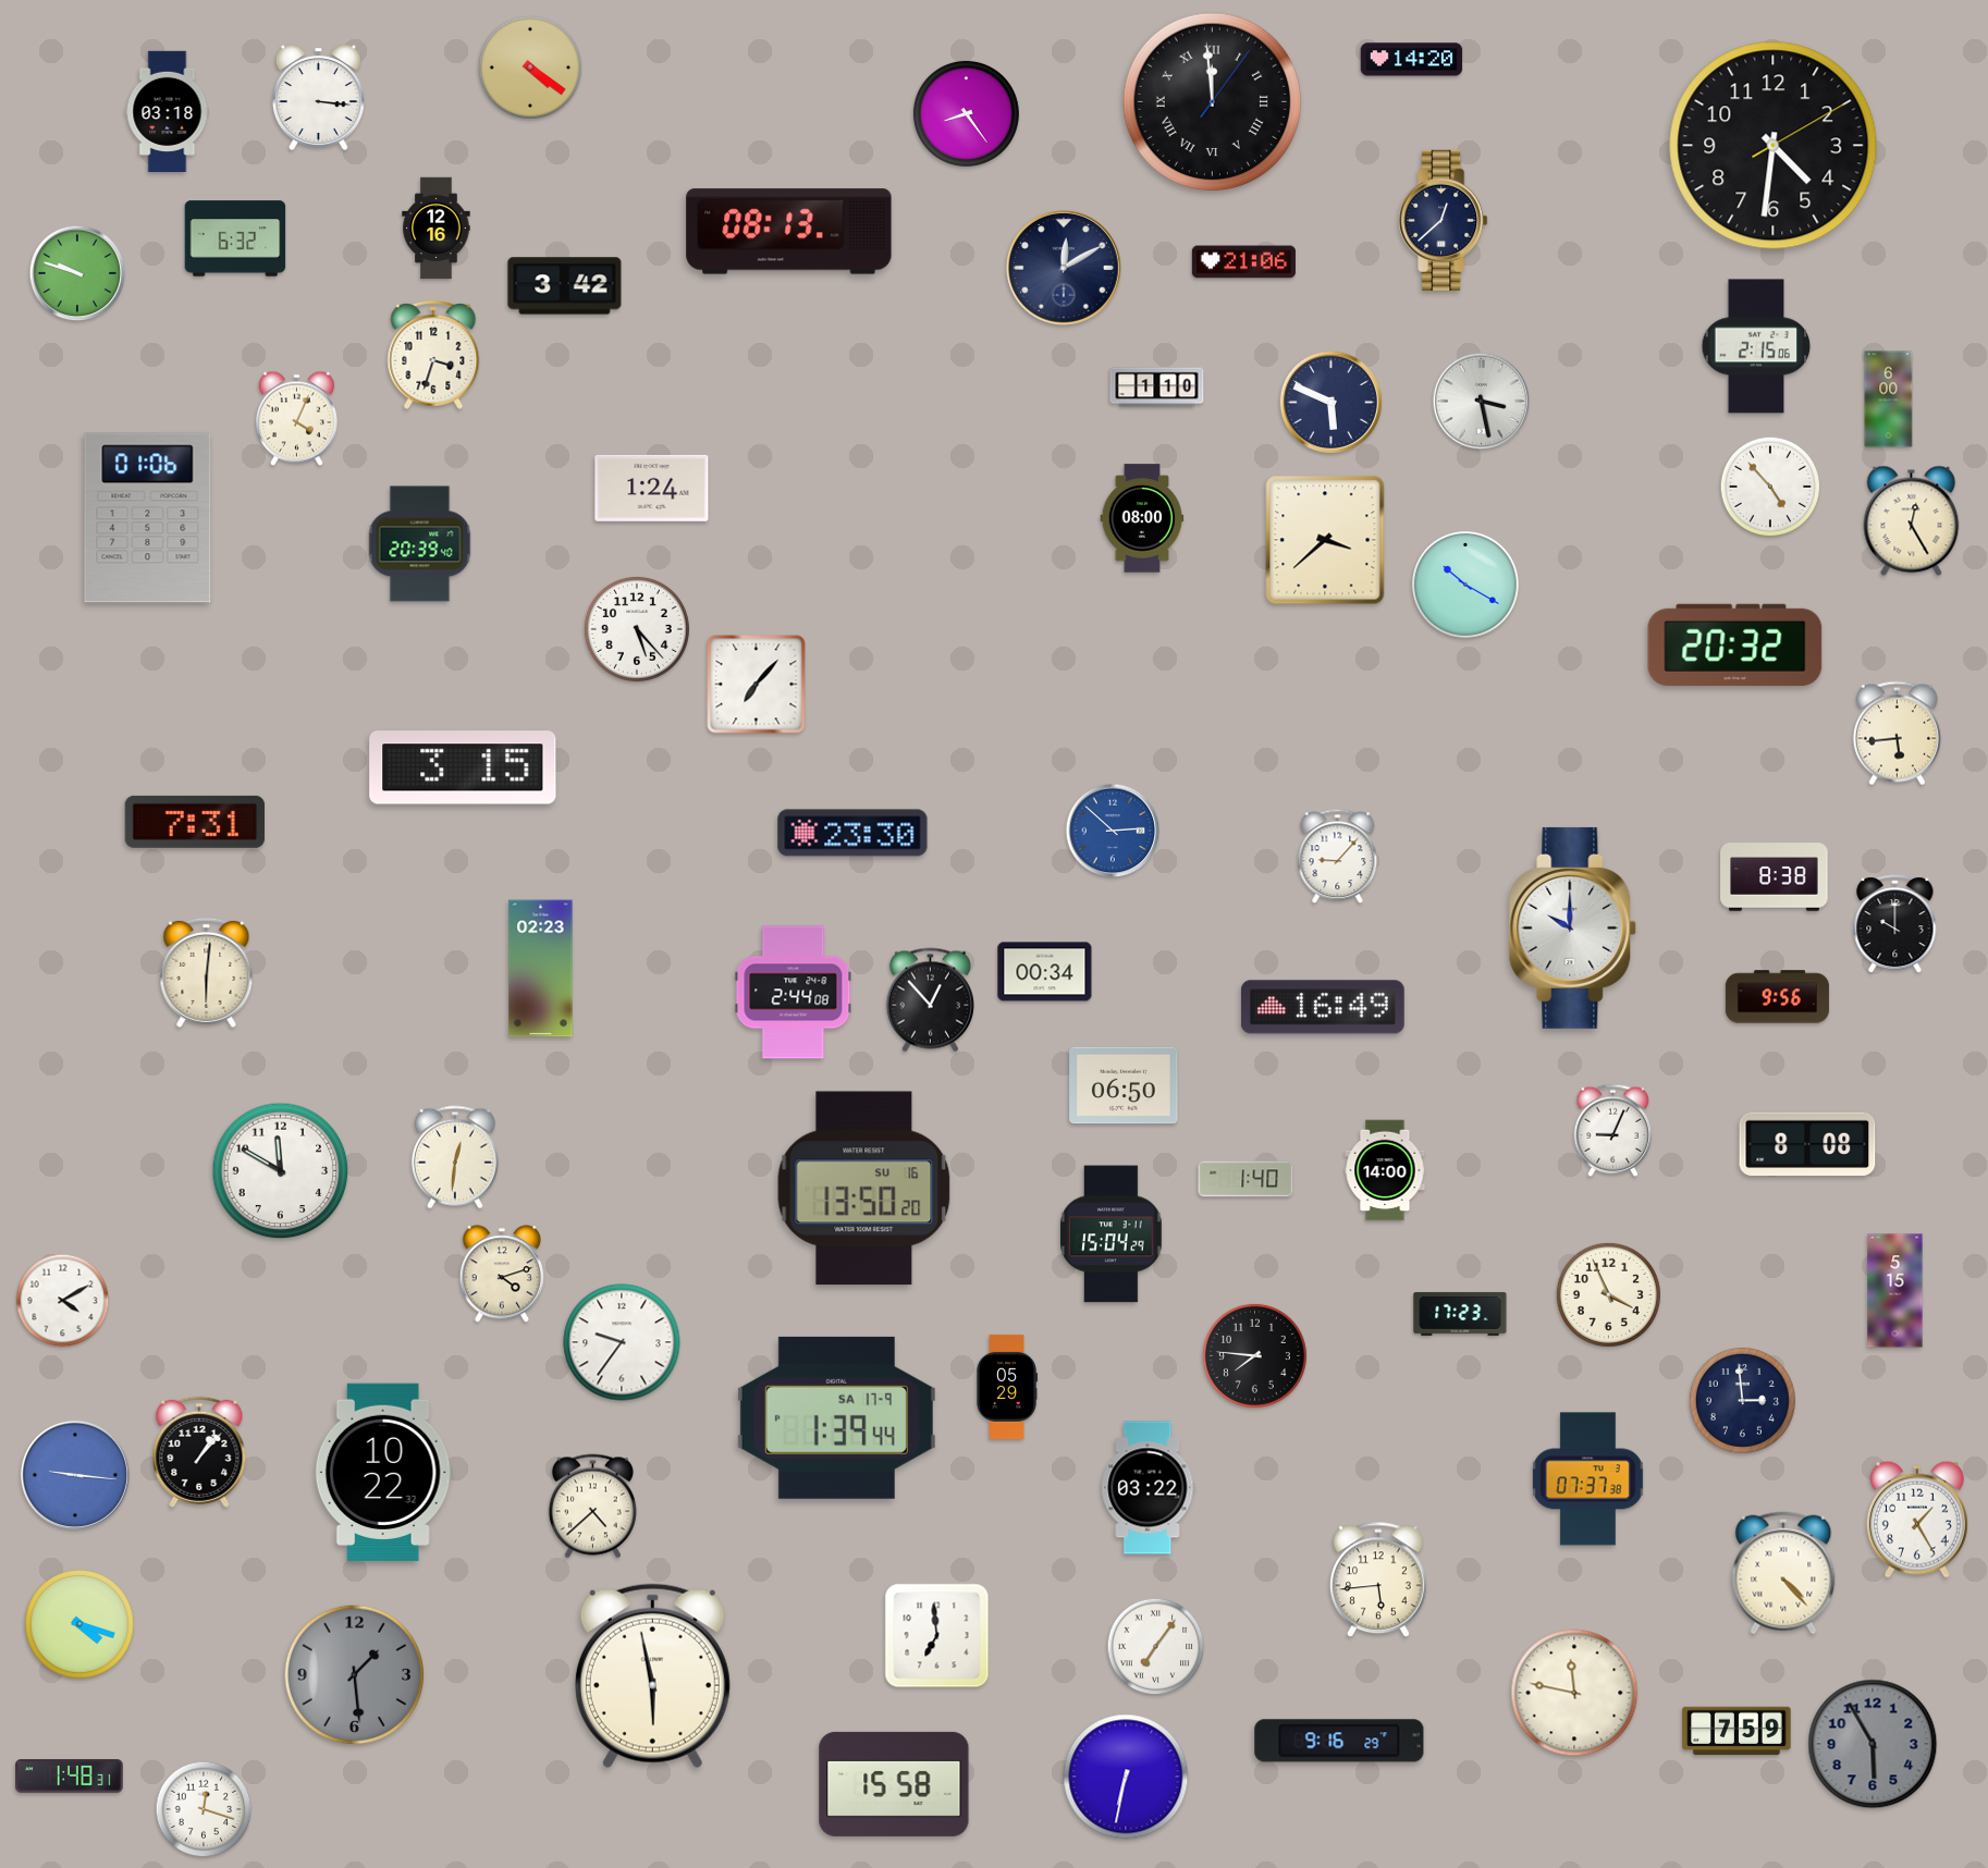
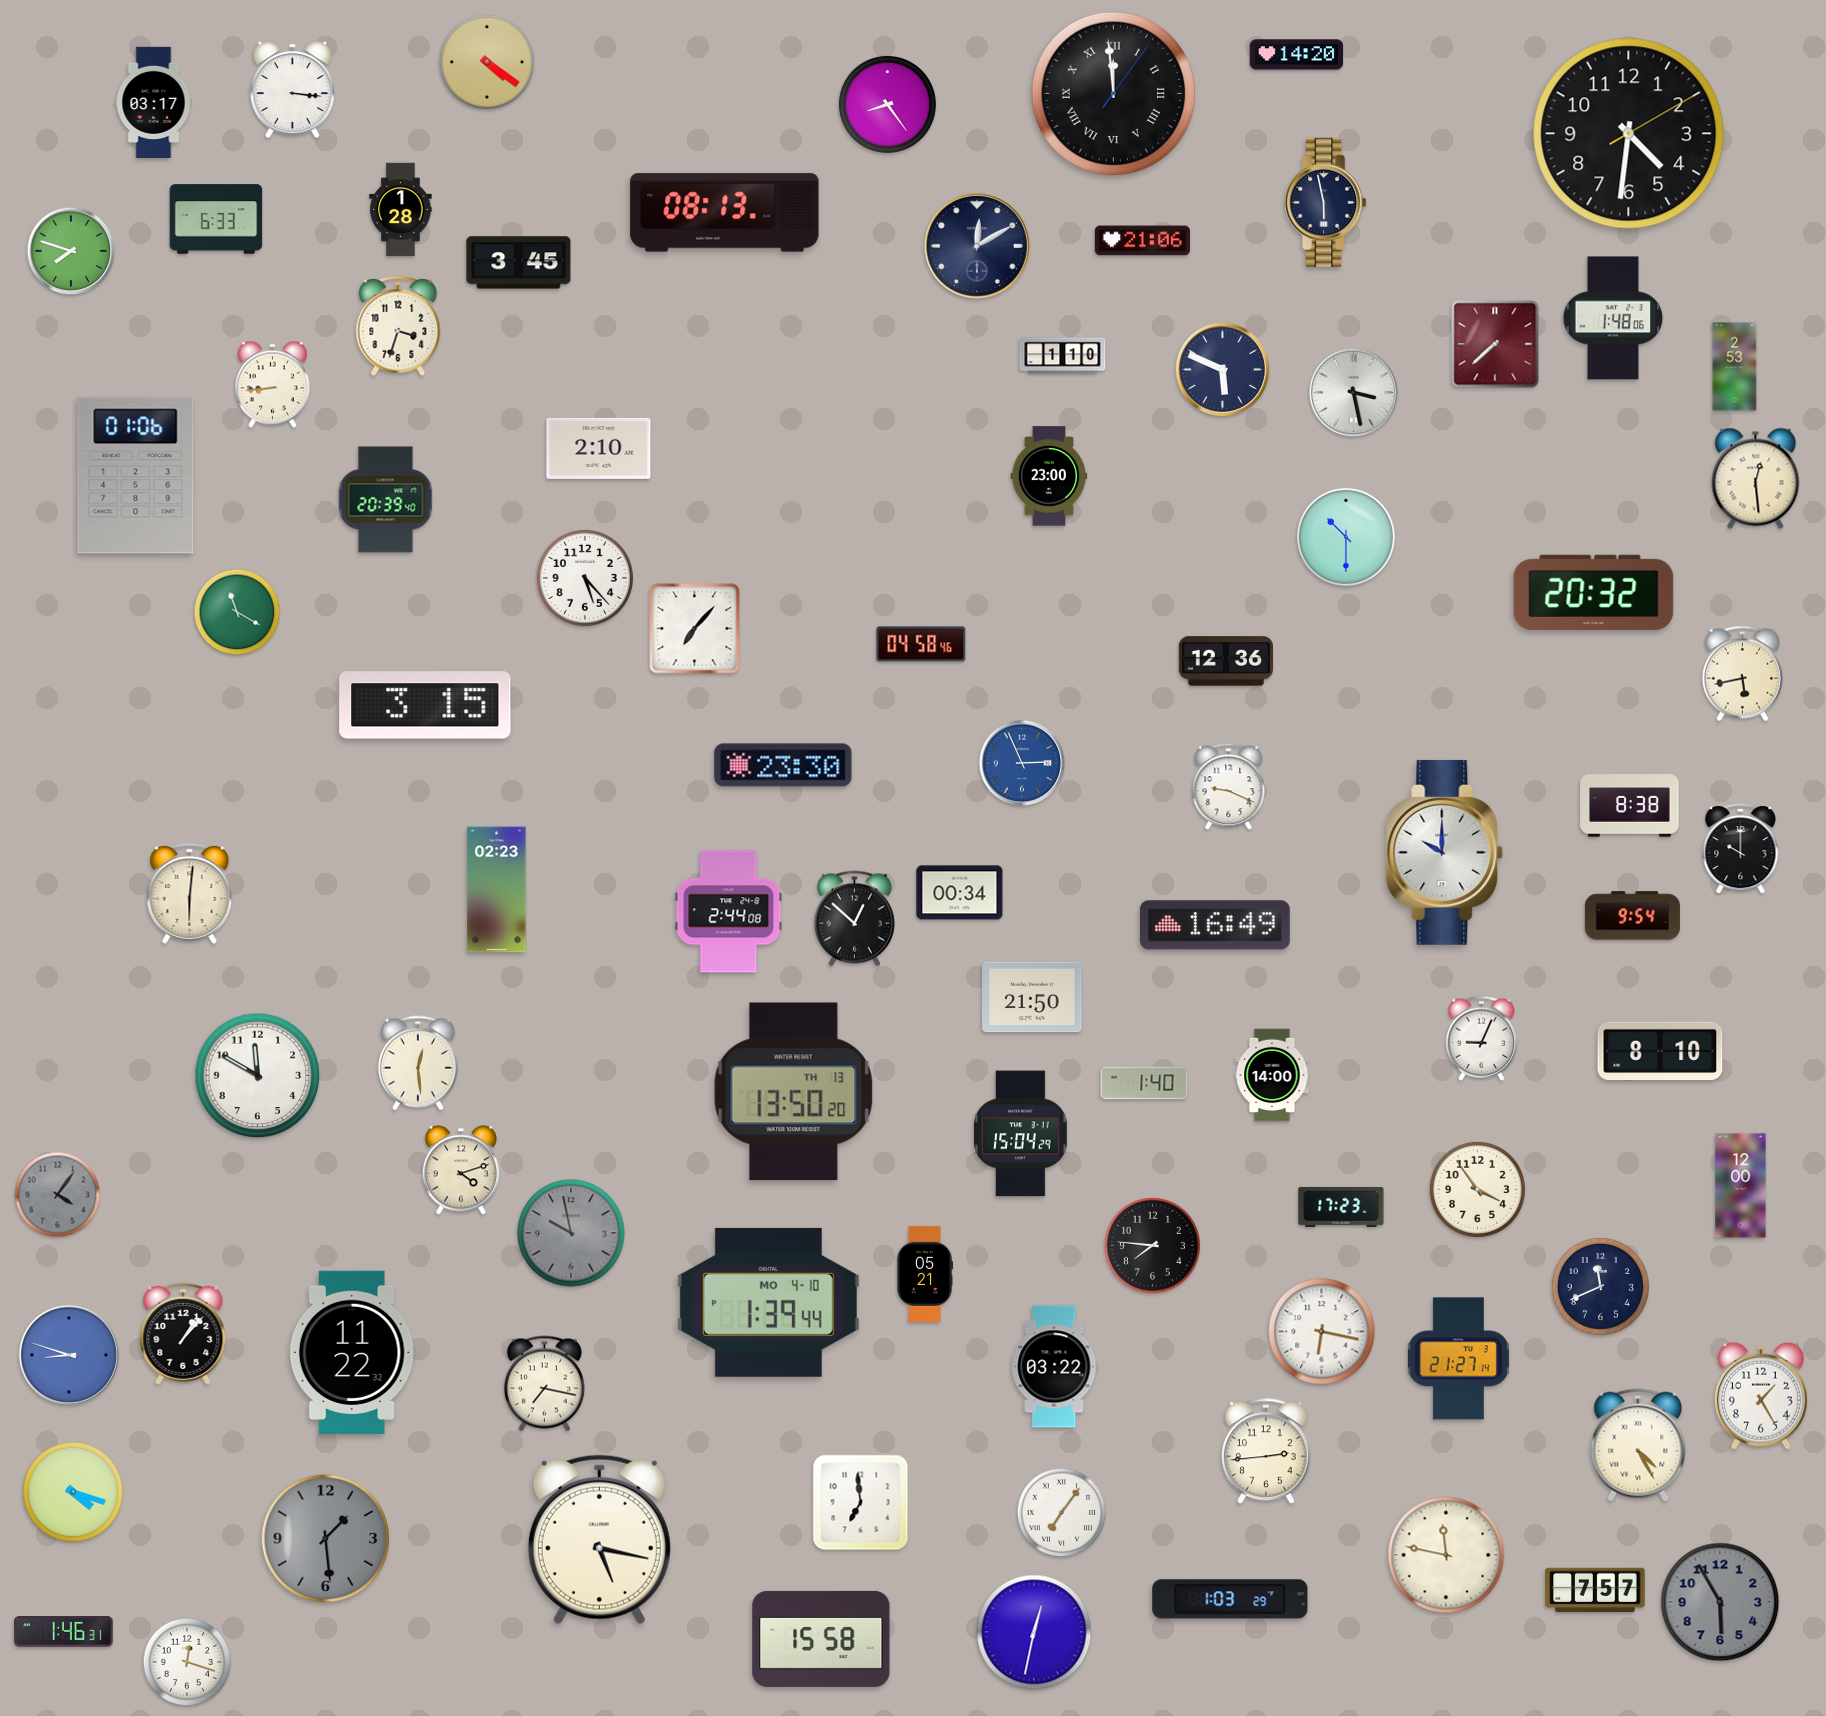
clock at (168, 112): 03:18 -> 03:17
clock at (1444, 220): 12:38 -> 5:58
clock at (437, 229): 12:16 -> 1:28
clock at (235, 238): 6:32 -> 6:33
clock at (77, 273): 9:48 -> 7:48
clock at (565, 286): 3:42 -> 3:45
clock at (1756, 346): 2:15 -> 1:48
clock at (1495, 344): none -> 7:38
clock at (1889, 400): 6:00 -> 2:53
clock at (1482, 402) position: (1482, 402) -> (1354, 393)
clock at (296, 419): 4:04 -> 8:44
clock at (1770, 487): 4:53 -> none
clock at (652, 488): 1:24 -> 2:10
clock at (1142, 518): 08:00 -> 23:00
clock at (1912, 521): 12:25 -> 12:29
clock at (1325, 540): 3:38 -> none
clock at (1465, 585): 10:20 -> 10:30
clock at (237, 612): none -> 11:20
clock at (921, 644): none -> 04:58
clock at (1225, 661): none -> 12:36
clock at (1897, 734): 5:44 -> 5:43
clock at (195, 822): 7:31 -> none
clock at (1113, 831): 2:52 -> 2:56
clock at (1338, 857): 9:07 -> 9:19
clock at (1777, 997): 9:56 -> 9:54
clock at (930, 1000): 12:53 -> 12:52
clock at (1124, 1085): 06:50 -> 21:50
clock at (1807, 1144): 8:08 -> 8:10
clock at (455, 1157): 12:31 -> 12:29
clock at (864, 1189) date: SU 16 -> TH 13
clock at (1895, 1291): 5:15 -> 12:00
clock at (1608, 1294): 3:56 -> 3:54
clock at (63, 1301): 4:10 -> 4:06
clock at (63, 1301) dial: white -> grey
clock at (622, 1342): 9:36 -> 9:58
clock at (622, 1342) dial: white -> grey
clock at (1006, 1387): 05:29 -> 05:21
clock at (1742, 1400): 2:59 -> 11:41
clock at (836, 1417) date: SA 17-9 -> MO 4-10
clock at (1322, 1332): none -> 6:17
clock at (383, 1472): 10:22 -> 11:22
clock at (75, 1475): 9:16 -> 8:48
clock at (1587, 1479): 07:37 -> 21:27
clock at (592, 1507): 4:38 -> 7:17
clock at (1783, 1573): 4:23 -> 4:25
clock at (1378, 1581): 5:44 -> 2:44
clock at (652, 1676): 5:58 -> 5:17
clock at (1737, 1731): 7:59 -> 7:57
clock at (1339, 1741): 9:16 -> 1:03
clock at (70, 1777): 1:48 -> 1:46
clock at (1126, 1777): 6:32 -> 12:32
